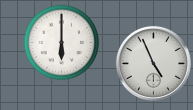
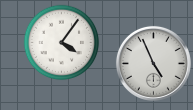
clock at (62, 43): 6:00 -> 4:06
